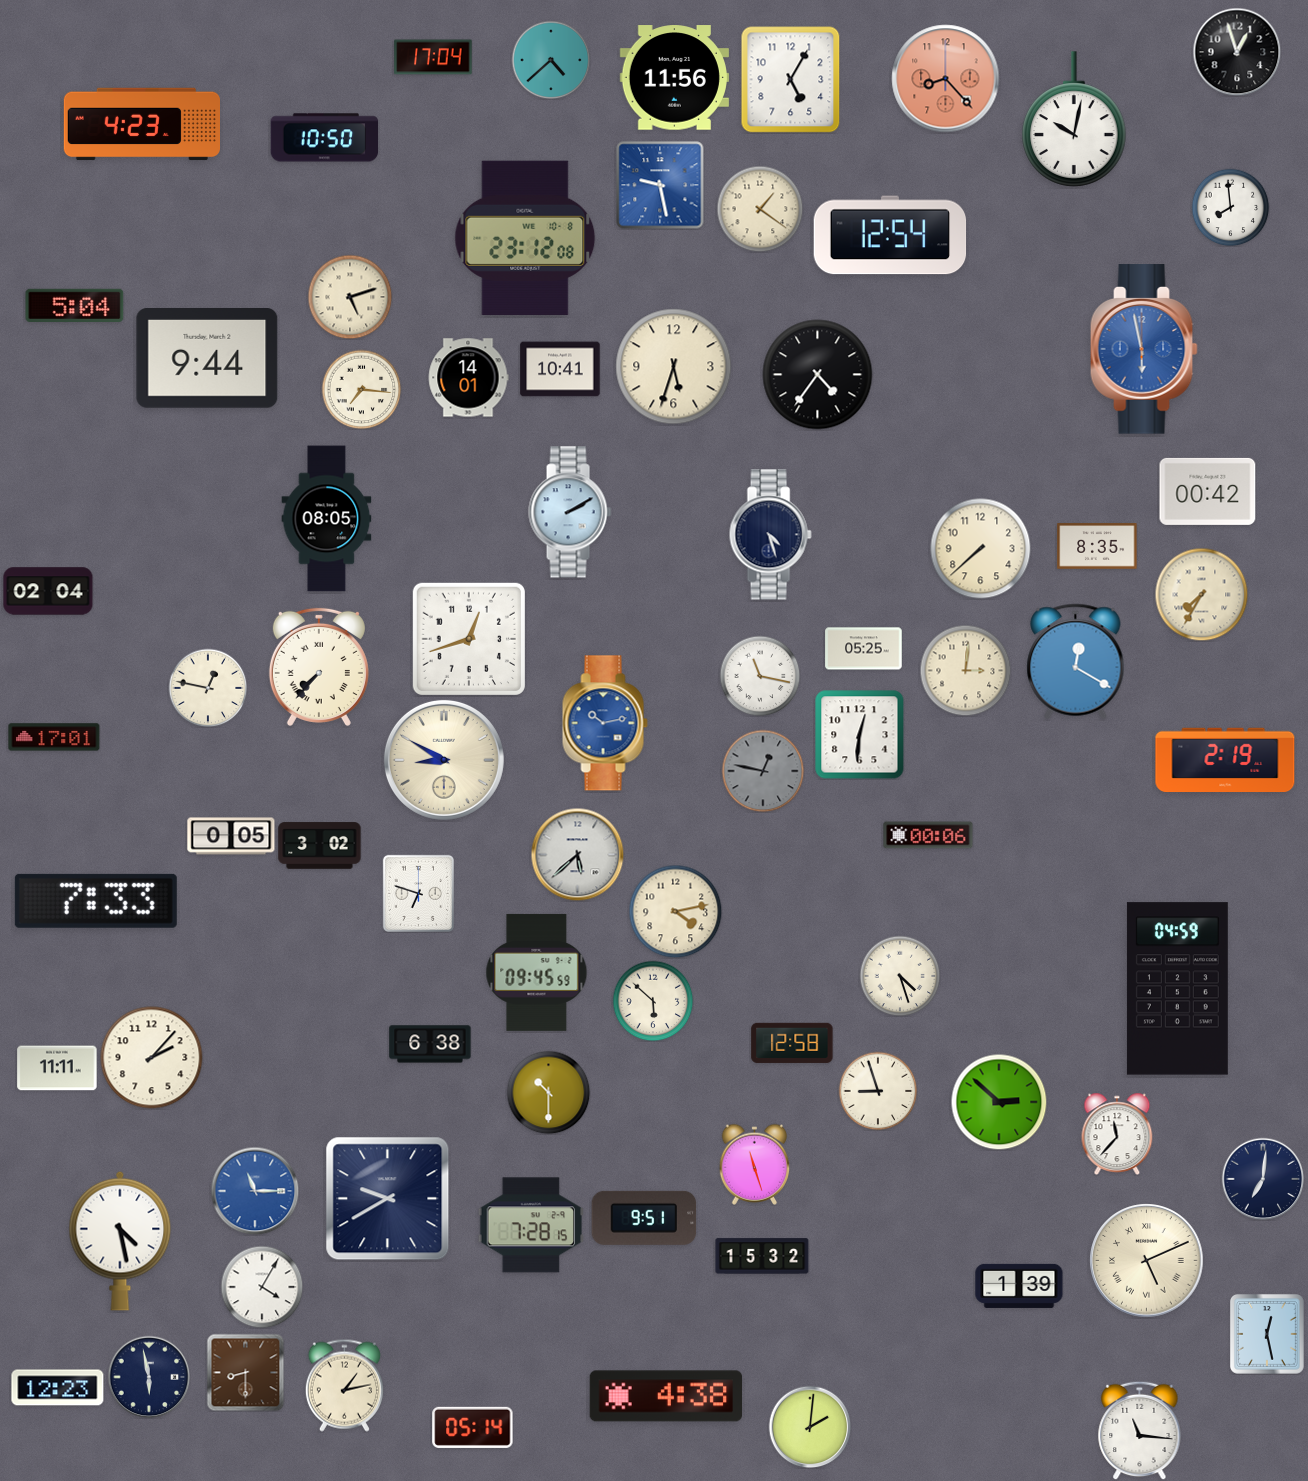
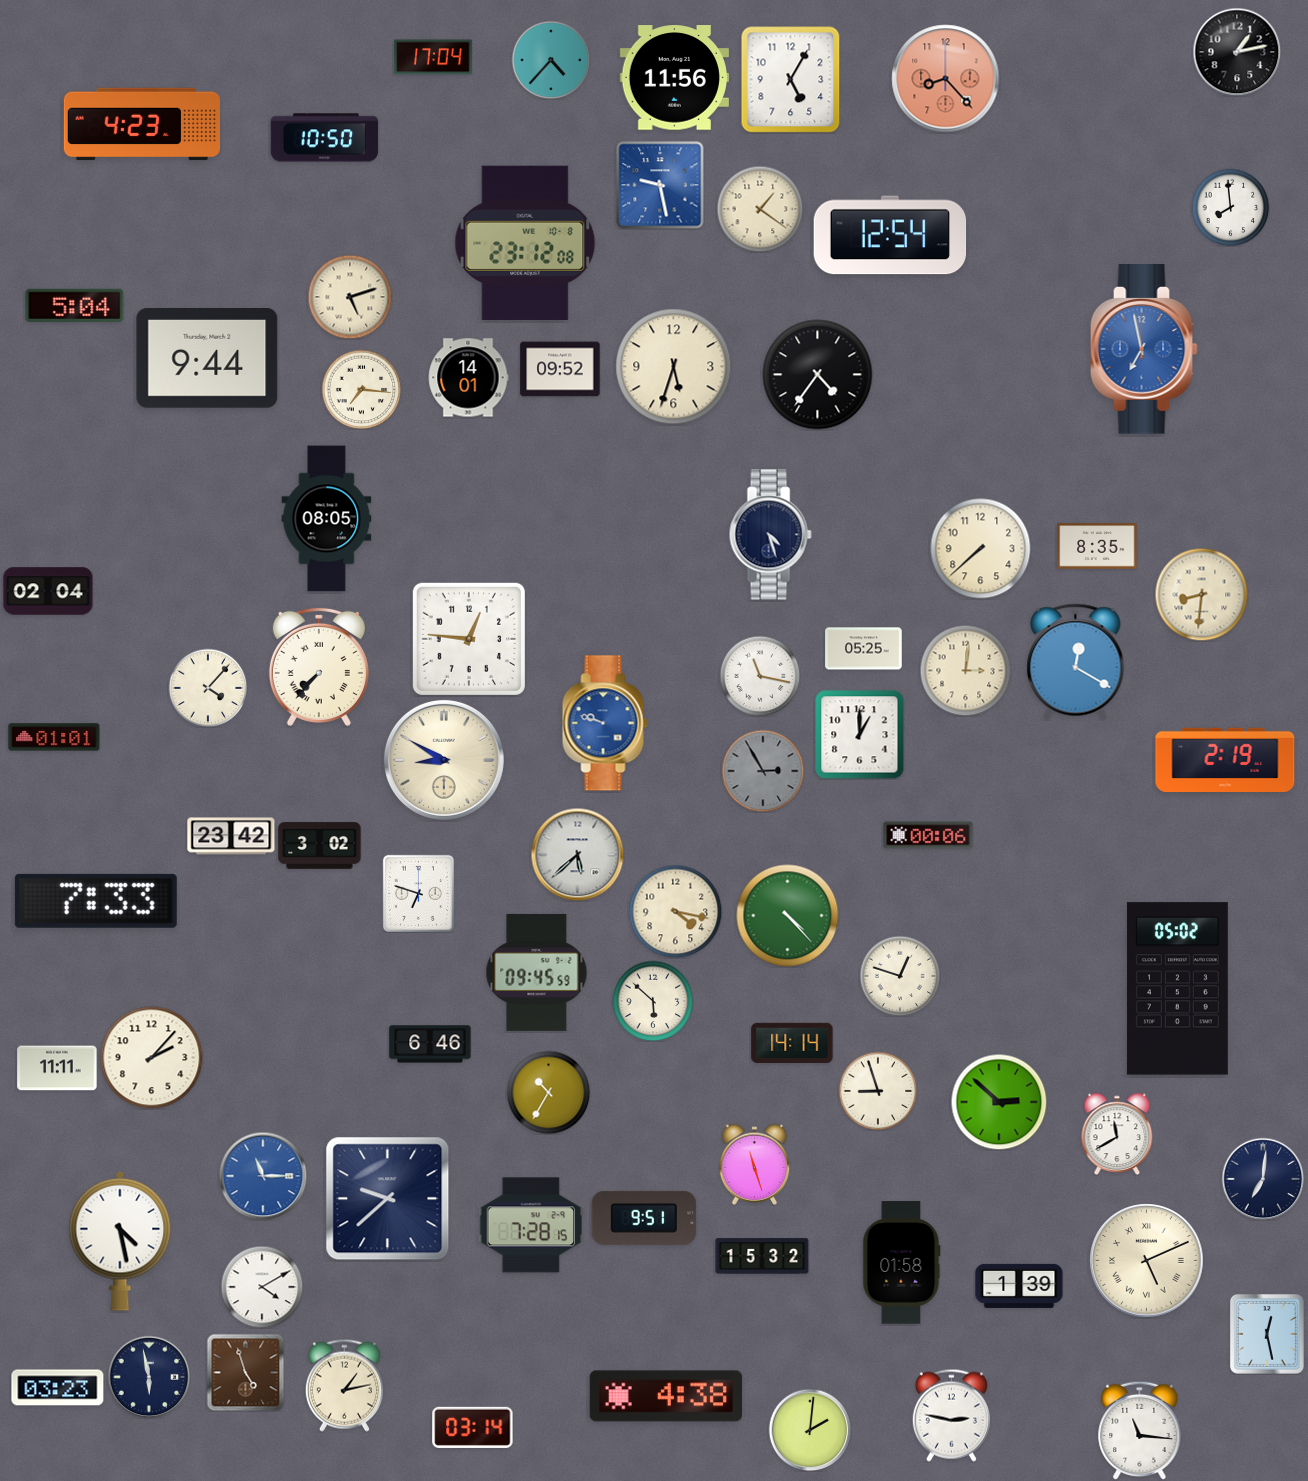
clock at (1237, 52): 12:57 -> 1:13
clock at (551, 60): 4:38 -> 4:37
clock at (1074, 119): 10:02 -> none
clock at (525, 238) position: (525, 238) -> (525, 243)
clock at (1144, 349): 5:58 -> 6:58
clock at (560, 369): 10:41 -> 09:52
clock at (1208, 491): 00:42 -> none
clock at (570, 512): 2:10 -> none
clock at (1201, 594): 7:35 -> 8:31
clock at (469, 639): 12:42 -> 12:46
clock at (208, 688): 12:47 -> 4:07
clock at (605, 723): 10:13 -> 9:48
clock at (860, 735): 12:31 -> 1:00
clock at (54, 737): 17:01 -> 01:01
clock at (763, 771): 12:47 -> 2:55
clock at (231, 836): 0:05 -> 23:42
clock at (675, 911): 4:13 -> 4:17
clock at (788, 916): none -> 4:23
clock at (900, 976): 4:27 -> 12:48
clock at (1177, 989): 04:59 -> 05:02
clock at (792, 1043): 12:58 -> 14:14
clock at (430, 1044): 6:38 -> 6:46
clock at (548, 1092): 10:30 -> 10:35
clock at (1117, 1134): 11:37 -> 11:40
clock at (255, 1191) position: (255, 1191) -> (263, 1176)
clock at (388, 1199): 9:40 -> 9:38
clock at (902, 1263): none -> 01:58
clock at (262, 1287): 4:05 -> 4:10
clock at (245, 1372): 8:30 -> 4:57
clock at (58, 1388): 12:23 -> 03:23
clock at (951, 1415): none -> 2:47
clock at (473, 1427): 05:14 -> 03:14
clock at (810, 1427) position: (810, 1427) -> (810, 1430)
